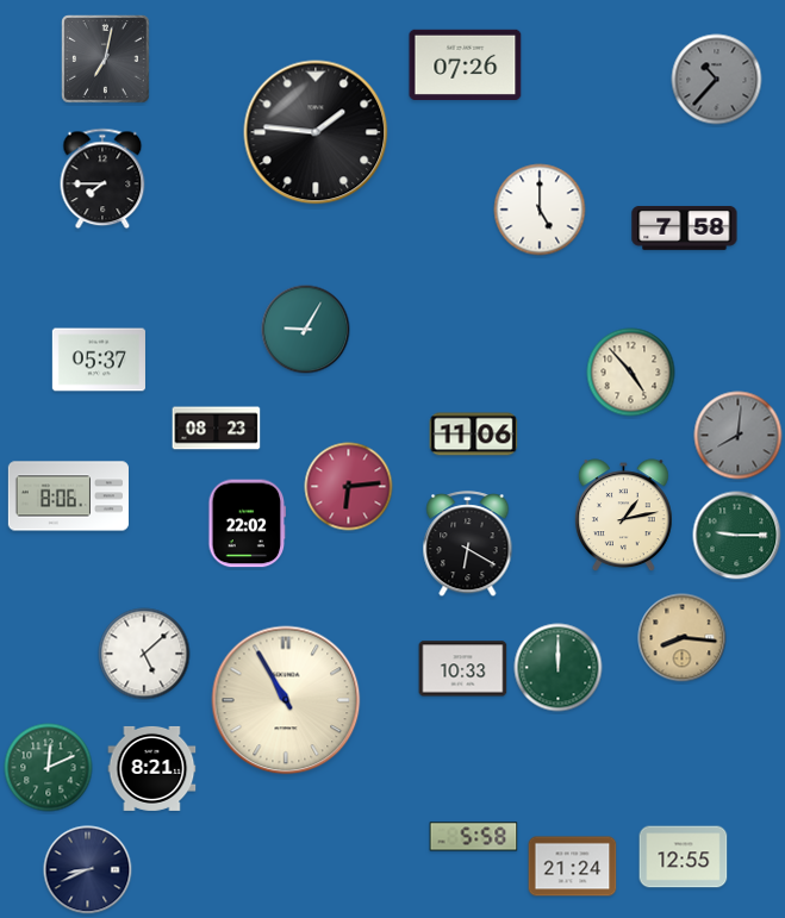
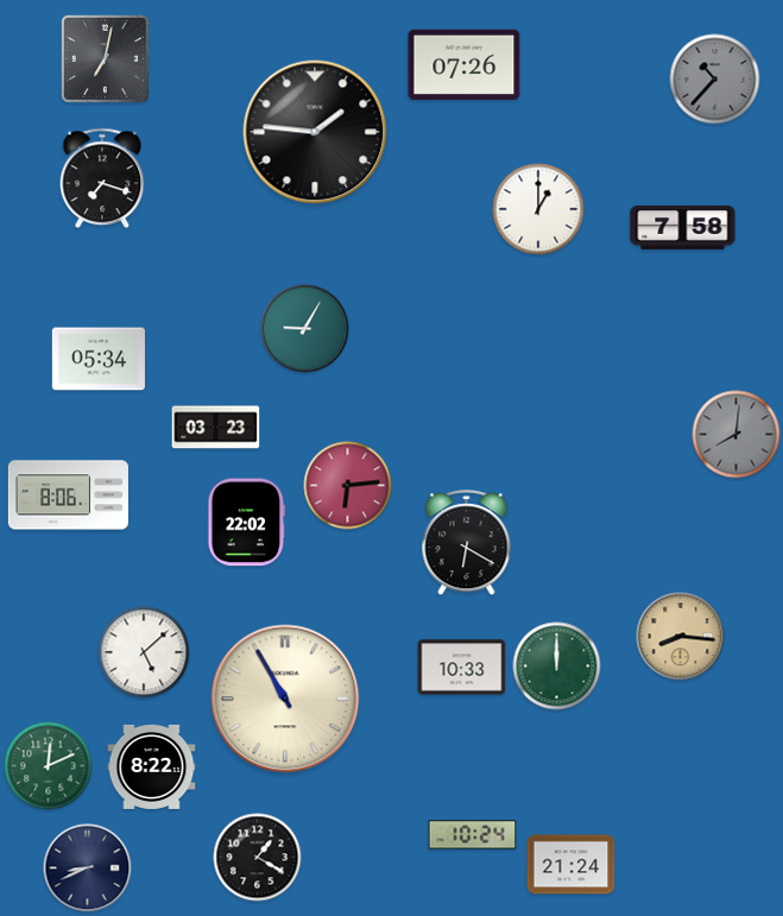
clock at (102, 179): 7:45 -> 7:18
clock at (540, 210): 5:00 -> 1:00
clock at (98, 360): 05:37 -> 05:34
clock at (631, 373): 4:53 -> none
clock at (217, 429): 08:23 -> 03:23
clock at (474, 435): 11:06 -> none
clock at (623, 516): 1:13 -> none
clock at (737, 536): 9:15 -> none
clock at (152, 768): 8:21 -> 8:22
clock at (474, 837): 5:58 -> 10:24
clock at (684, 857): 12:55 -> none
clock at (258, 858): none -> 1:20
